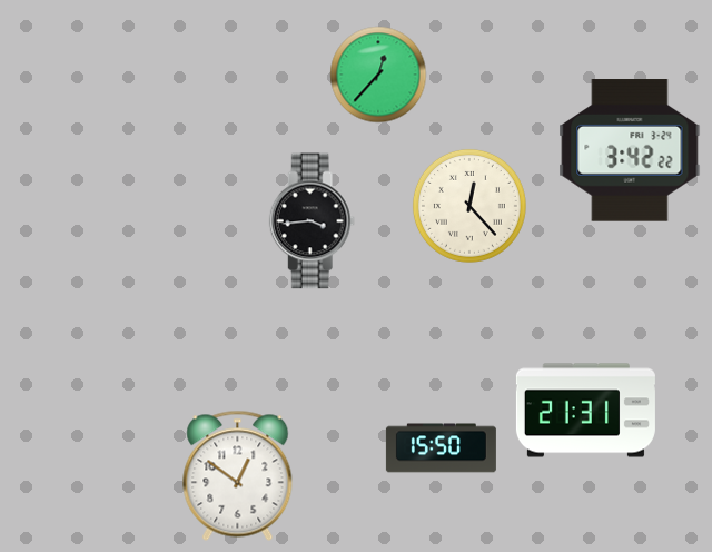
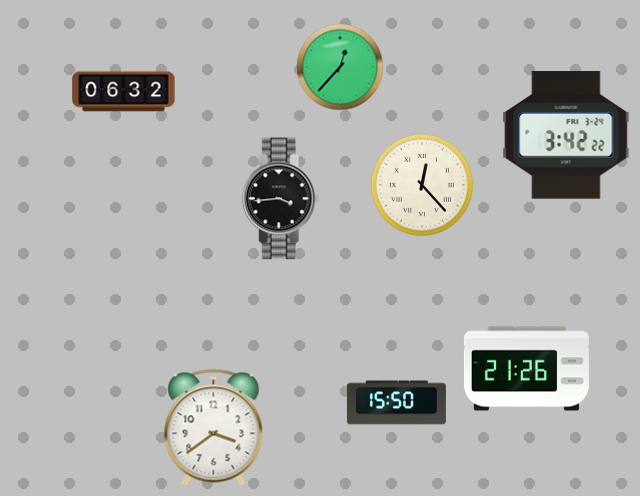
clock at (124, 92): none -> 06:32
clock at (585, 411): 21:31 -> 21:26
clock at (238, 475): 12:51 -> 3:39
